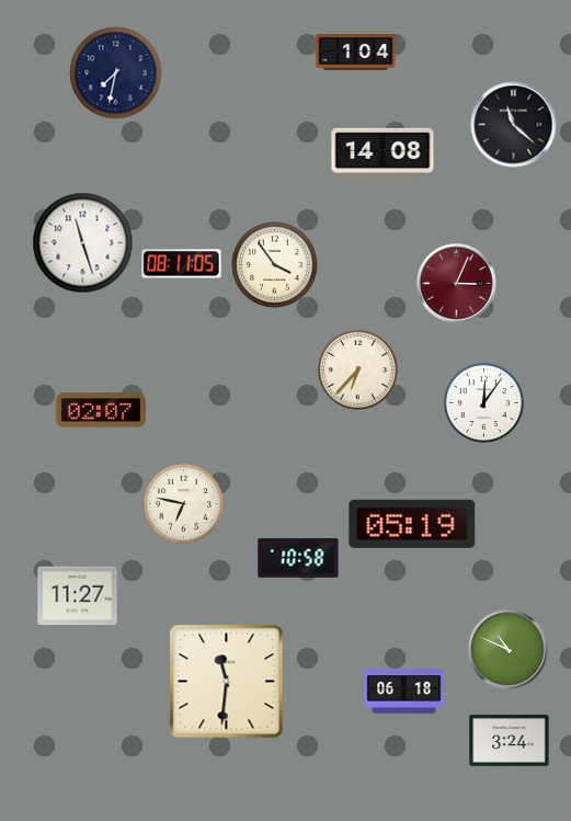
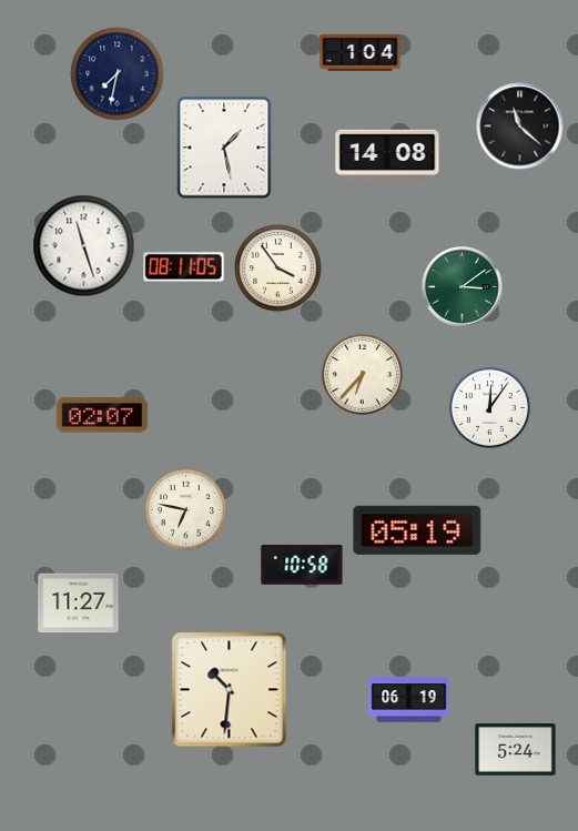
clock at (224, 148): none -> 1:28
clock at (457, 284): 3:04 -> 3:09
clock at (457, 284) dial: burgundy -> green
clock at (509, 650): 10:49 -> none
clock at (227, 682): 11:31 -> 10:31
clock at (404, 692): 06:18 -> 06:19
clock at (510, 741): 3:24 -> 5:24
